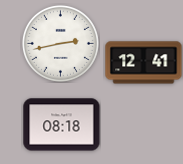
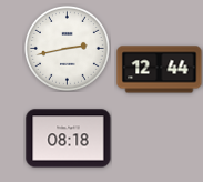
clock at (144, 63): 12:41 -> 12:44
